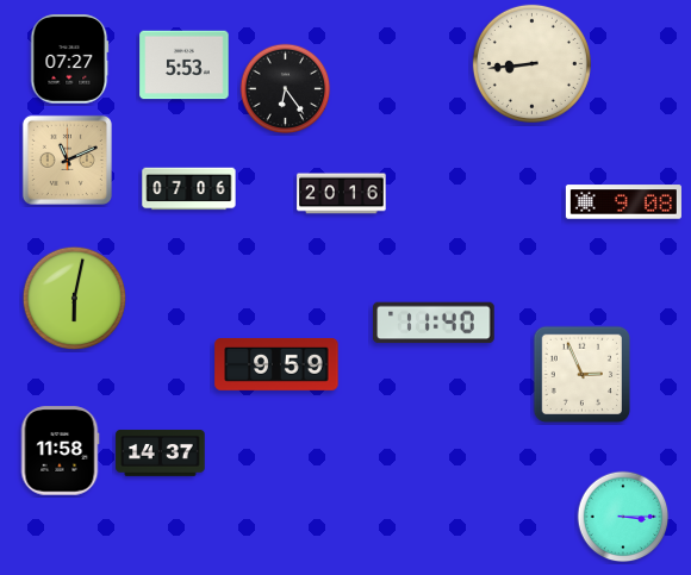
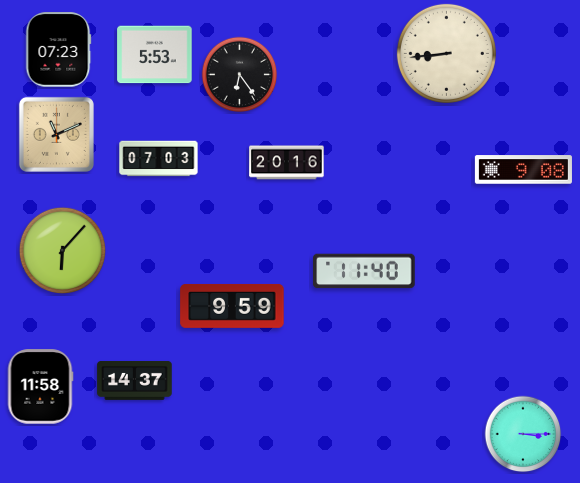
clock at (69, 60): 07:27 -> 07:23
clock at (189, 189): 07:06 -> 07:03
clock at (74, 298): 6:02 -> 6:07
clock at (583, 375): 2:56 -> none
clock at (60, 451) position: (60, 451) -> (40, 387)
